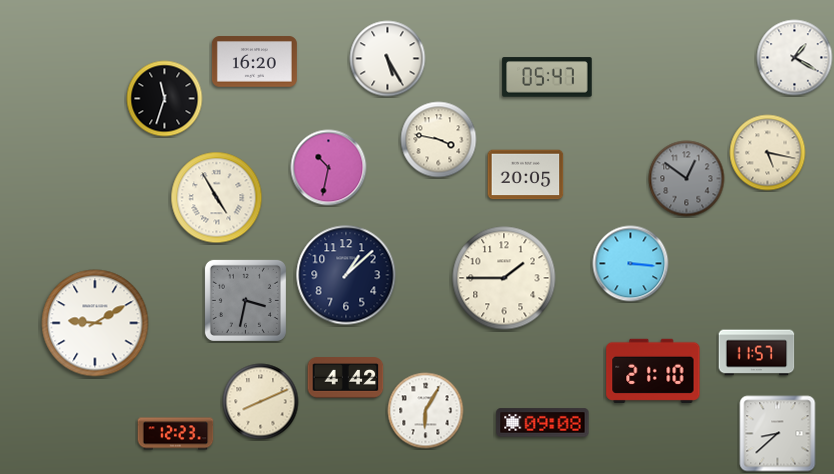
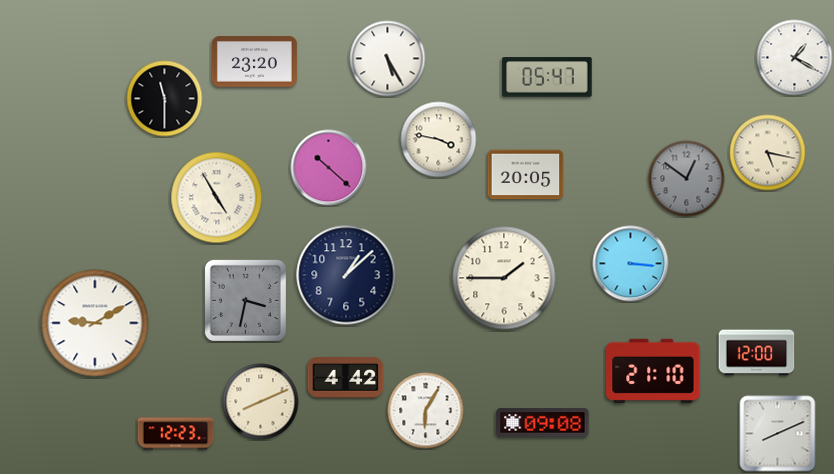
clock at (254, 62): 16:20 -> 23:20
clock at (165, 99): 11:33 -> 11:30
clock at (329, 168): 10:32 -> 10:22
clock at (757, 353): 11:57 -> 12:00
clock at (778, 434): 8:38 -> 8:11
